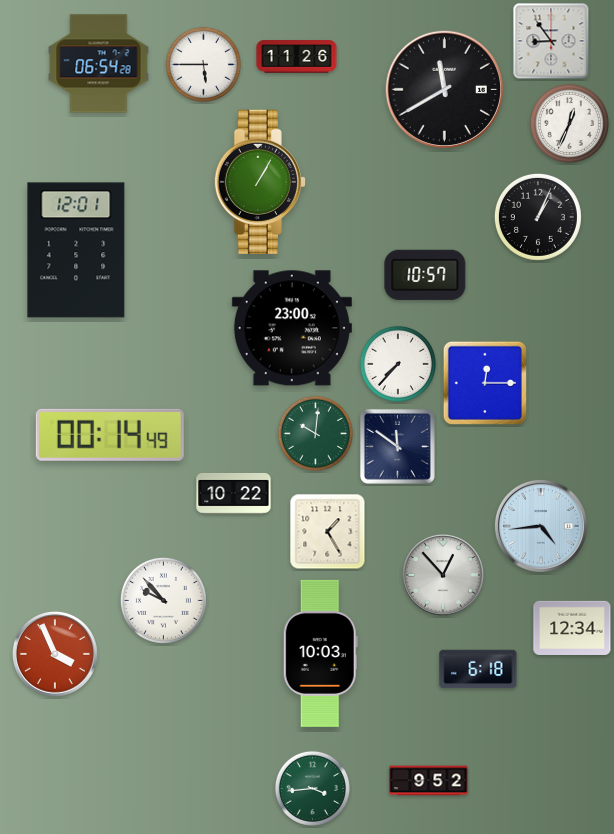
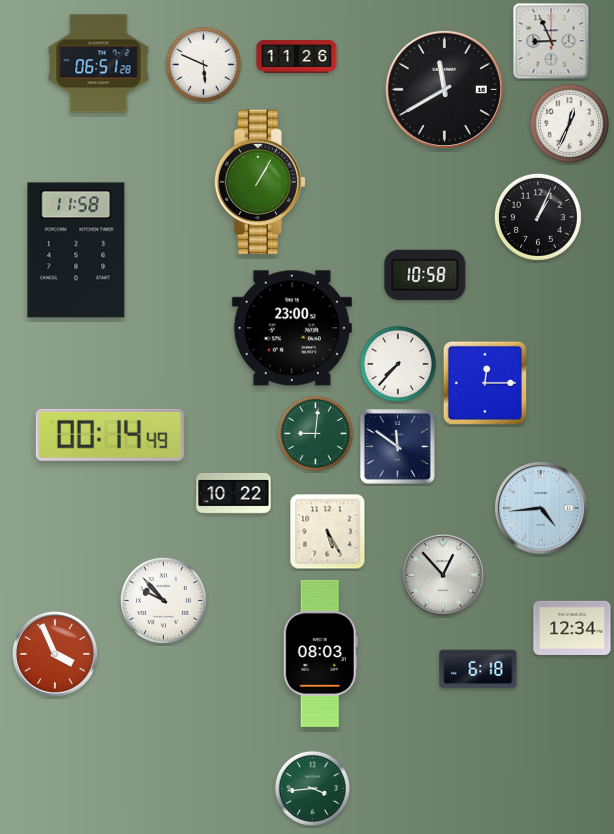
clock at (551, 41): 8:54 -> 8:56
clock at (99, 64): 06:54 -> 06:51
clock at (203, 64): 5:45 -> 5:49
clock at (76, 250): 12:01 -> 11:58
clock at (425, 275): 10:57 -> 10:58
clock at (315, 433): 10:01 -> 9:01
clock at (541, 526) position: (541, 526) -> (541, 508)
clock at (328, 532): 1:25 -> 5:25
clock at (320, 653): 10:03 -> 08:03
clock at (429, 781): 9:52 -> none
